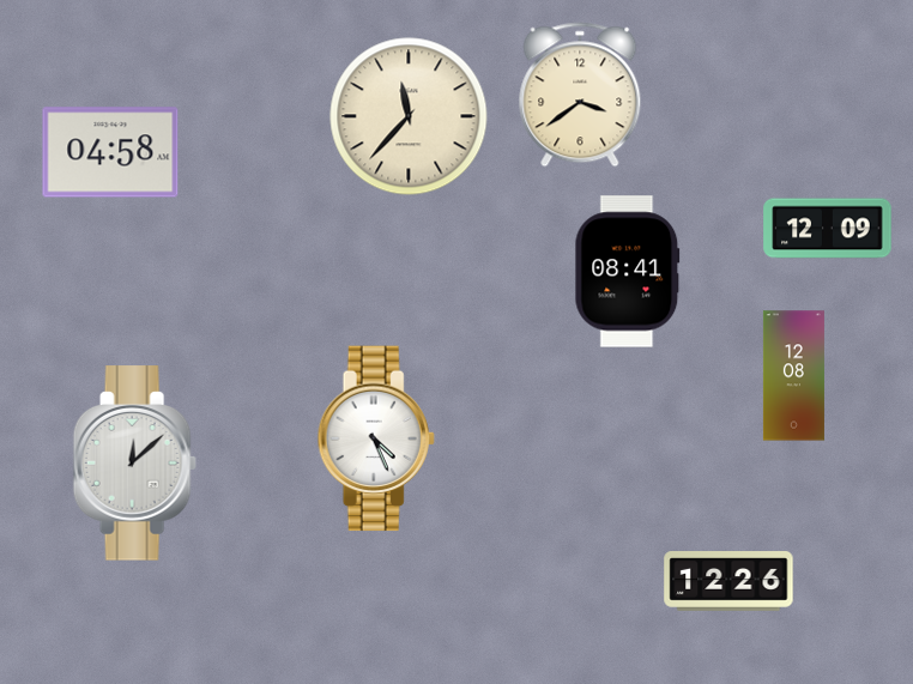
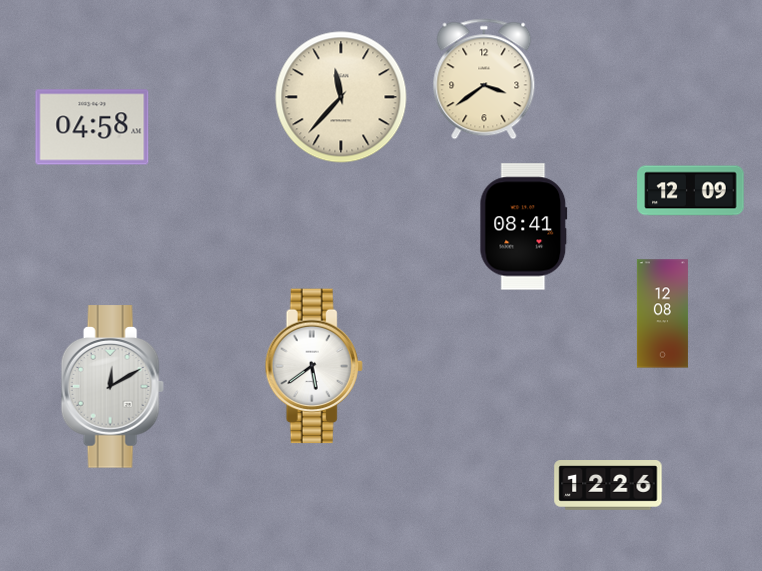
clock at (376, 438): 4:26 -> 5:39
clock at (134, 464): 12:08 -> 12:10
